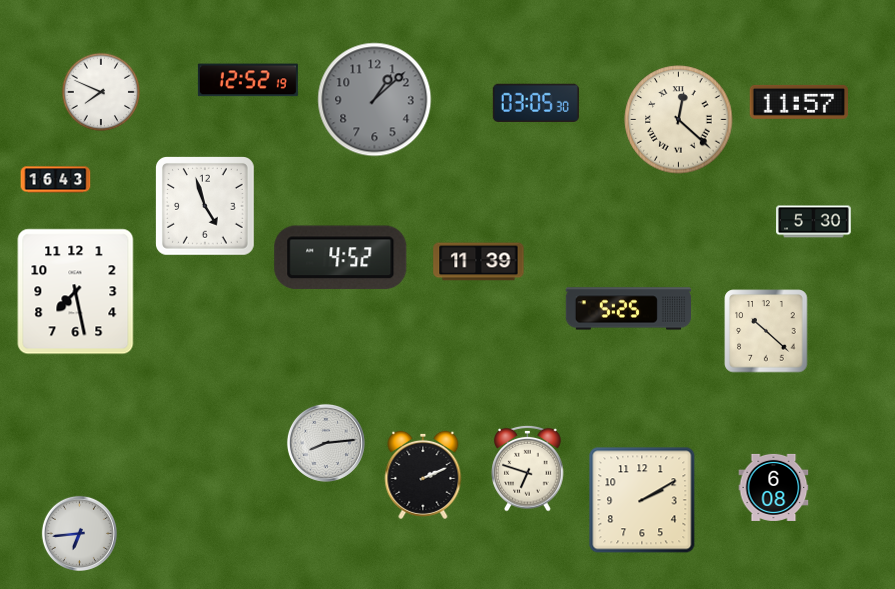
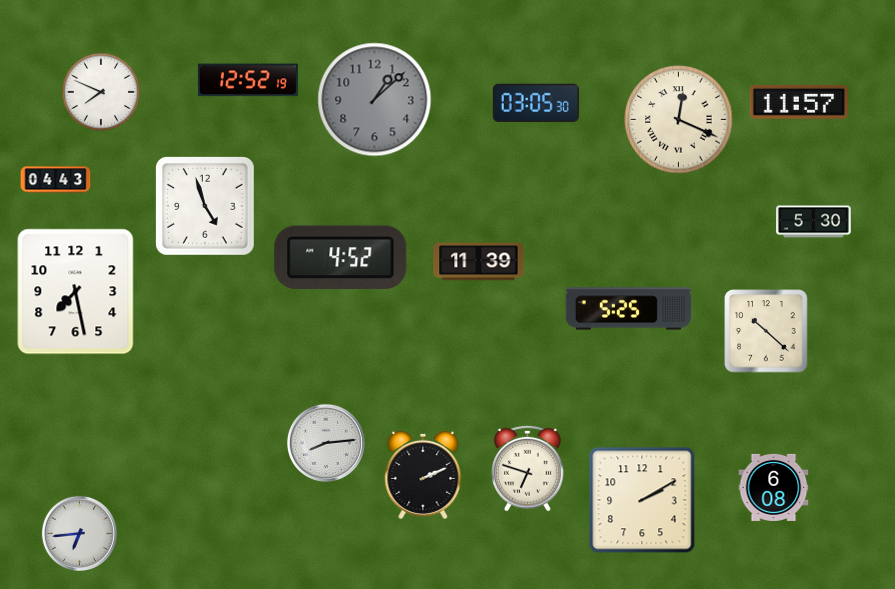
clock at (679, 120): 12:22 -> 12:19
clock at (56, 180): 16:43 -> 04:43
